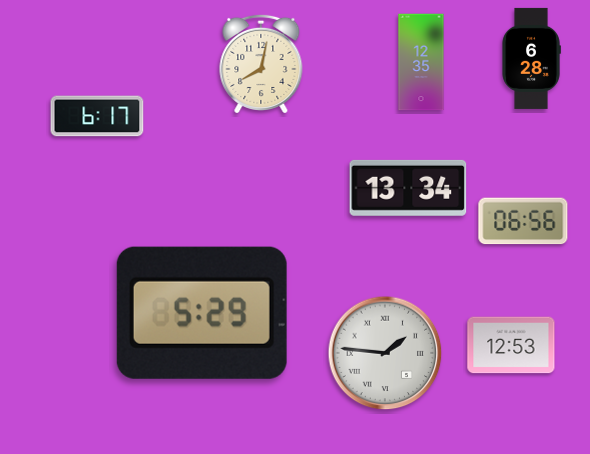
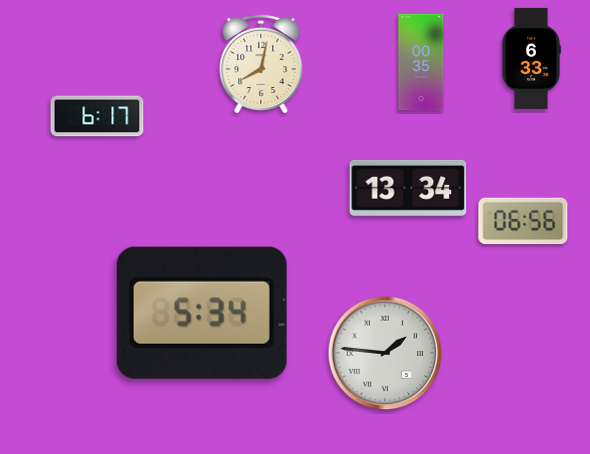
clock at (531, 58): 6:28 -> 6:33
clock at (421, 62): 12:35 -> 00:35
clock at (202, 313): 5:29 -> 5:34
clock at (511, 345): 12:53 -> none
